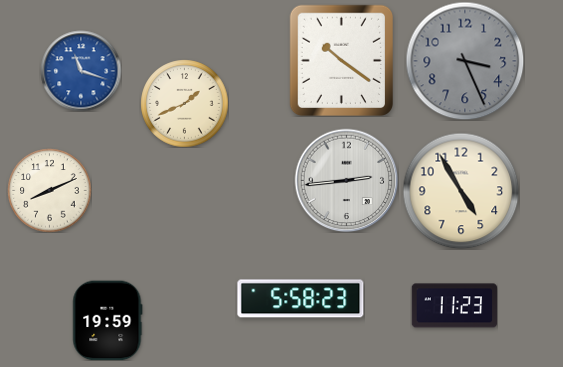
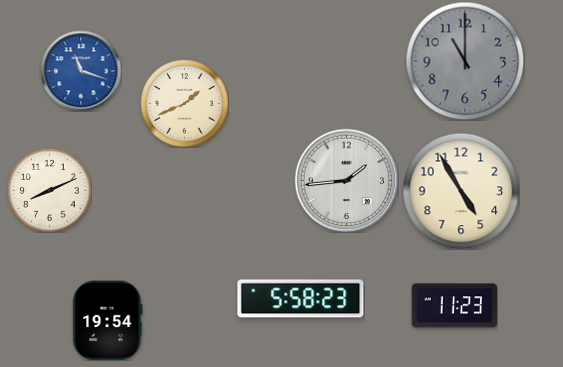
clock at (341, 60): 10:21 -> none
clock at (465, 61): 3:26 -> 11:00
clock at (346, 180): 2:44 -> 1:44
clock at (108, 320): 19:59 -> 19:54
